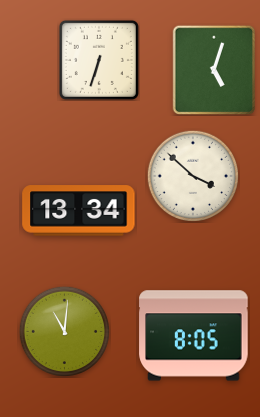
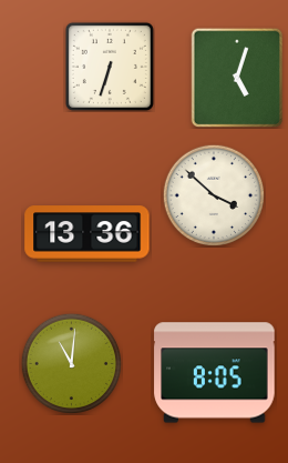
clock at (79, 211): 13:34 -> 13:36
clock at (64, 331) position: (64, 331) -> (71, 363)
